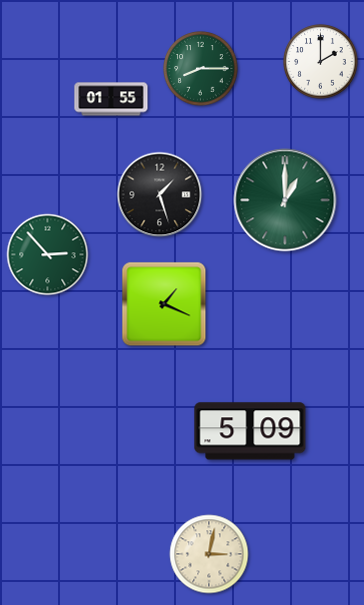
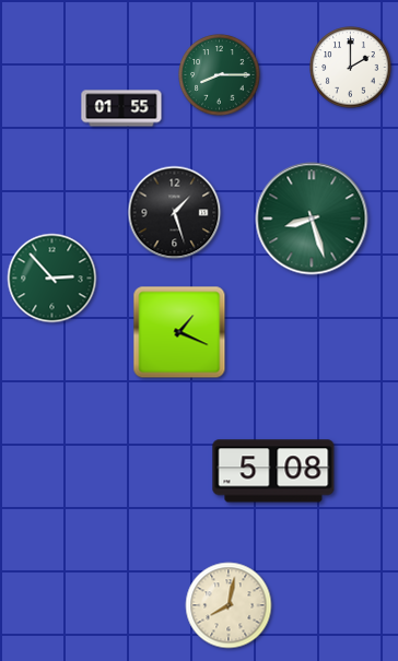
clock at (285, 200): 1:00 -> 8:27
clock at (250, 431): 5:09 -> 5:08
clock at (209, 554): 3:02 -> 8:02
